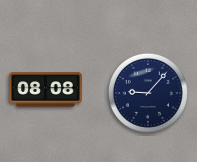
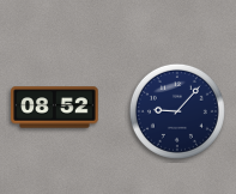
clock at (46, 90): 08:08 -> 08:52
